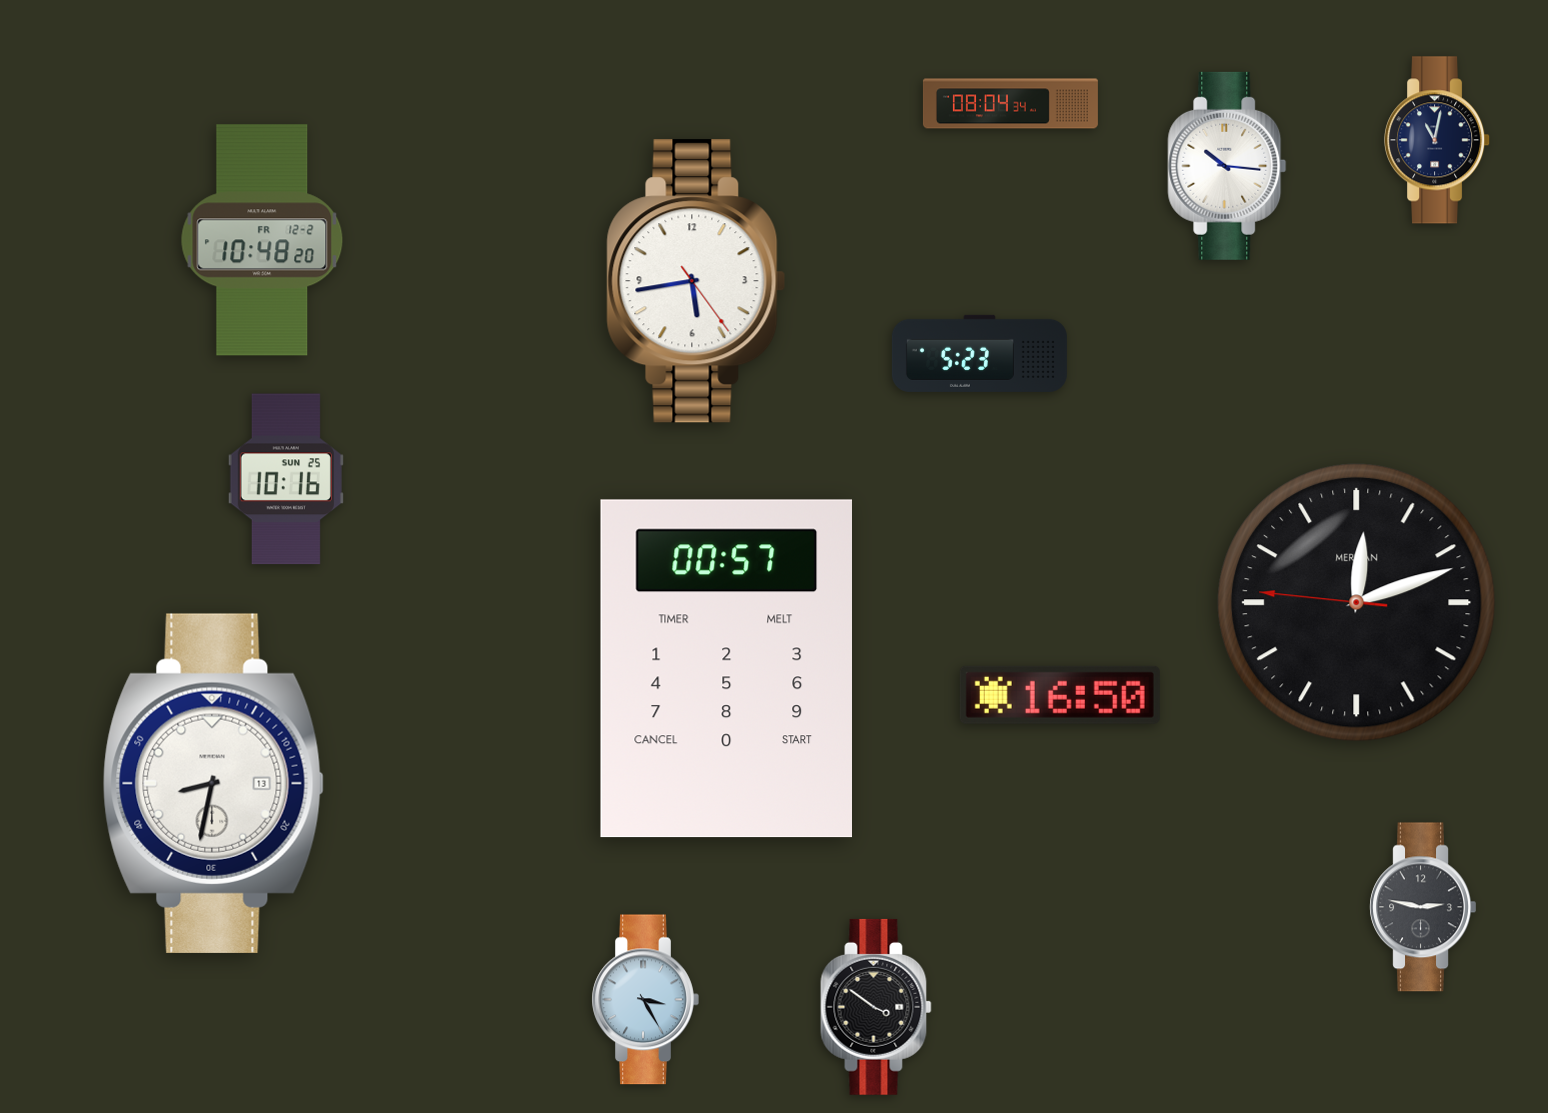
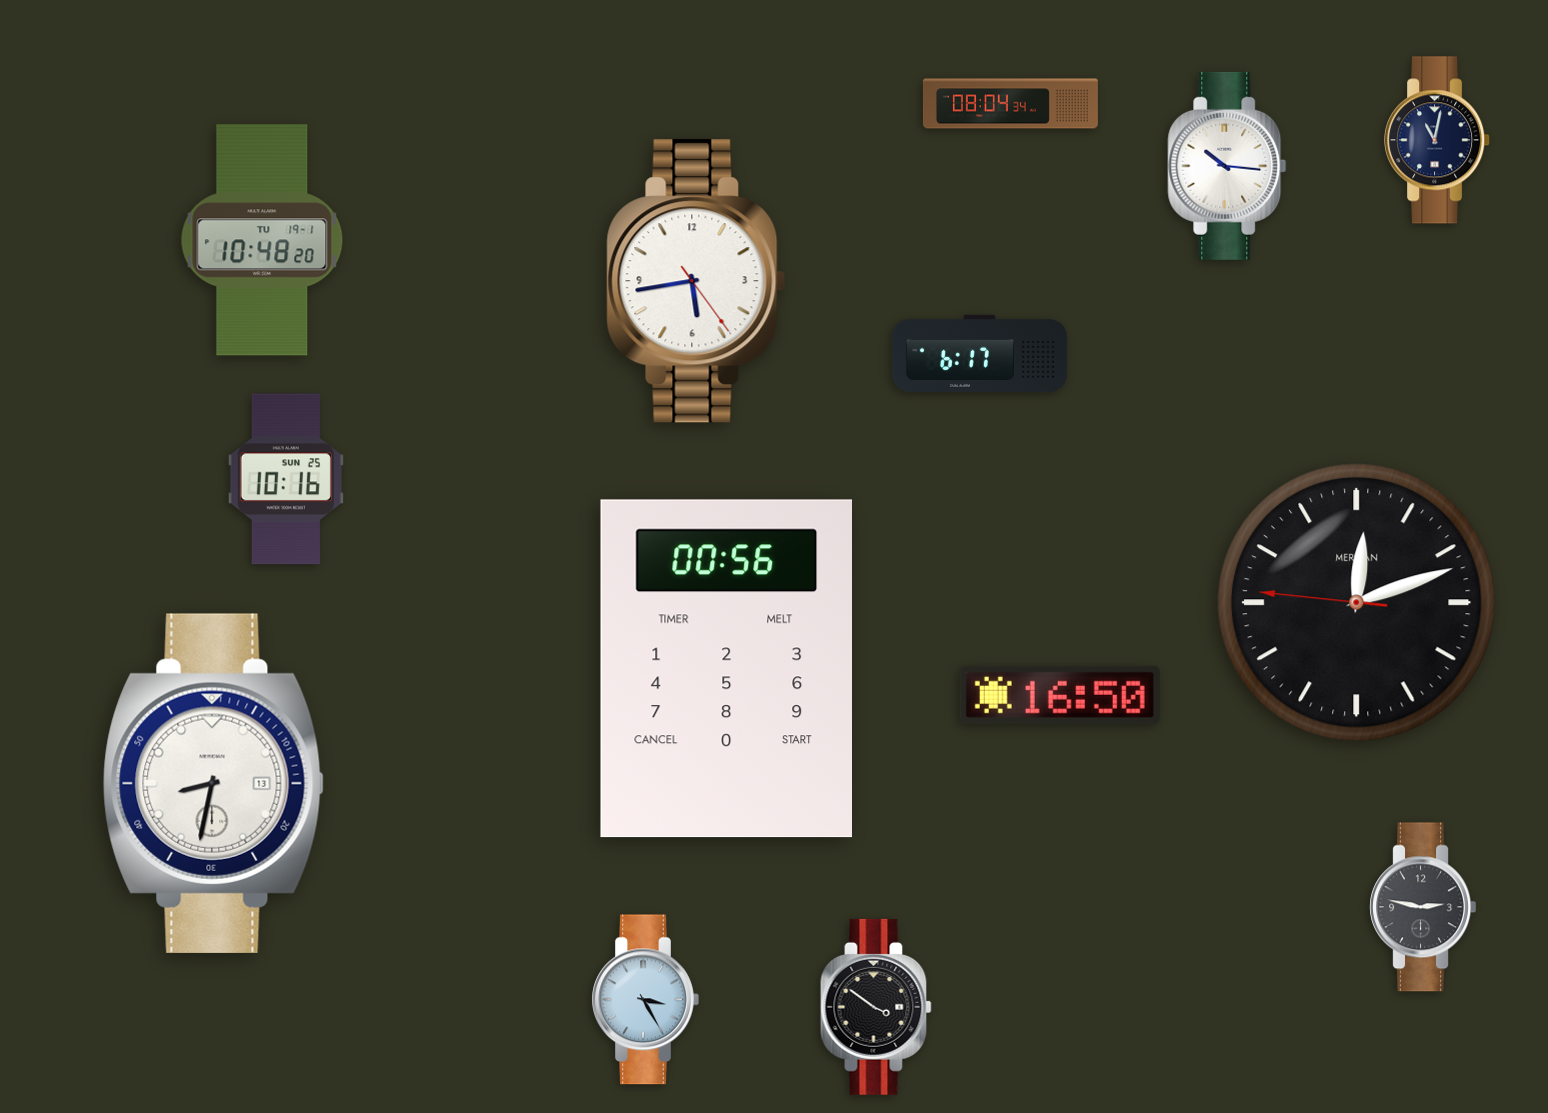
clock at (262, 240) date: FR 12-2 -> TU 19-1
clock at (979, 353): 5:23 -> 6:17
clock at (726, 669): 00:57 -> 00:56
